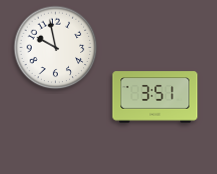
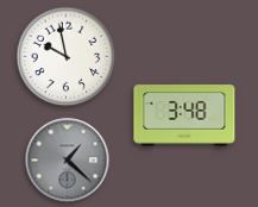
clock at (155, 97): 3:51 -> 3:48
clock at (68, 161): none -> 1:22
